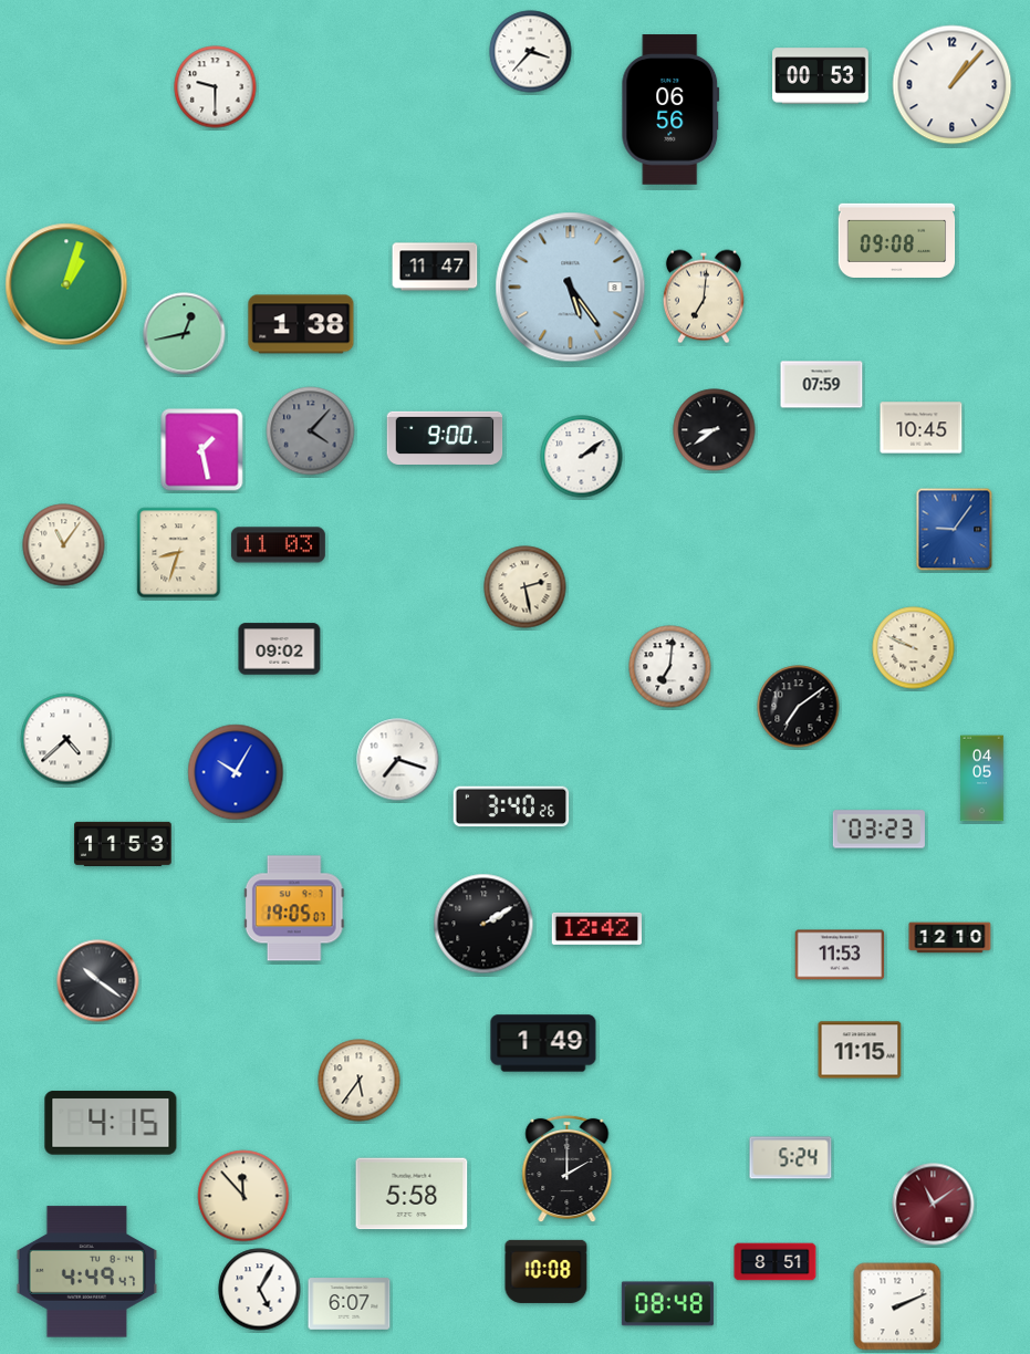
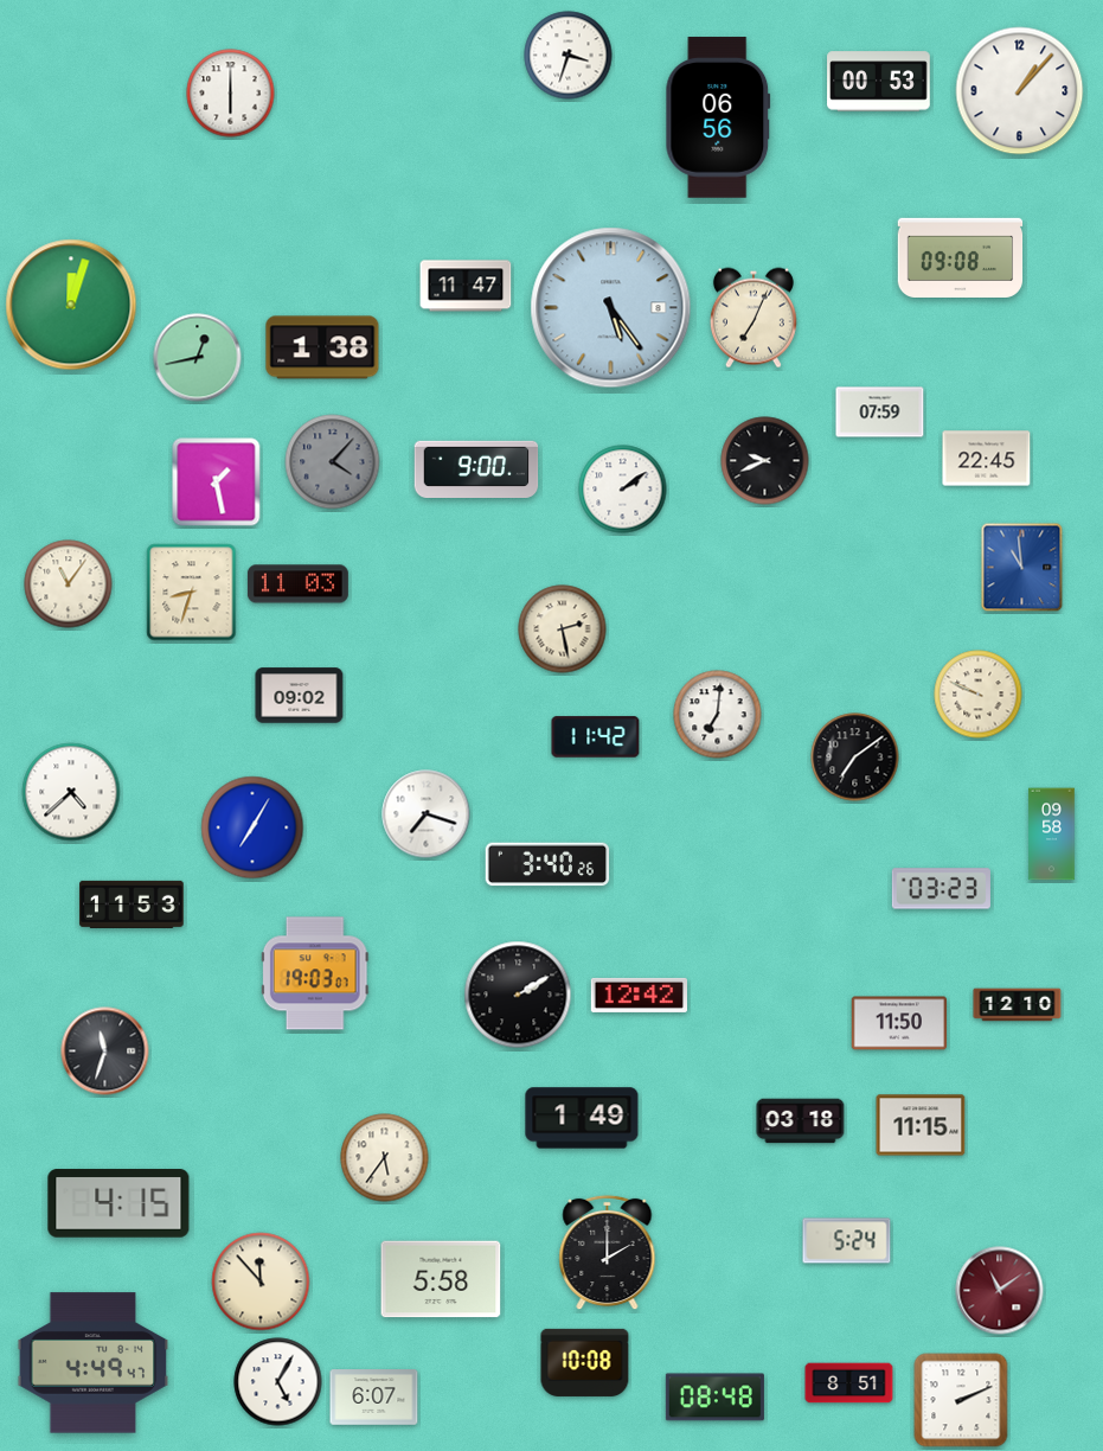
clock at (531, 52): 3:37 -> 3:33
clock at (216, 87): 9:30 -> 6:00
clock at (66, 284): 1:03 -> 12:03
clock at (704, 296): 7:01 -> 7:04
clock at (922, 428): 10:45 -> 22:45
clock at (715, 430): 8:39 -> 9:41
clock at (955, 530): 9:06 -> 10:59
clock at (596, 737): none -> 11:42
clock at (236, 772): 10:05 -> 7:05
clock at (982, 779): 04:05 -> 09:58
clock at (294, 908): 19:05 -> 19:03
clock at (483, 924) position: (483, 924) -> (518, 995)
clock at (840, 955): 11:53 -> 11:50
clock at (98, 981): 10:21 -> 11:33
clock at (801, 1121): none -> 03:18
clock at (776, 1262) position: (776, 1262) -> (849, 1383)
